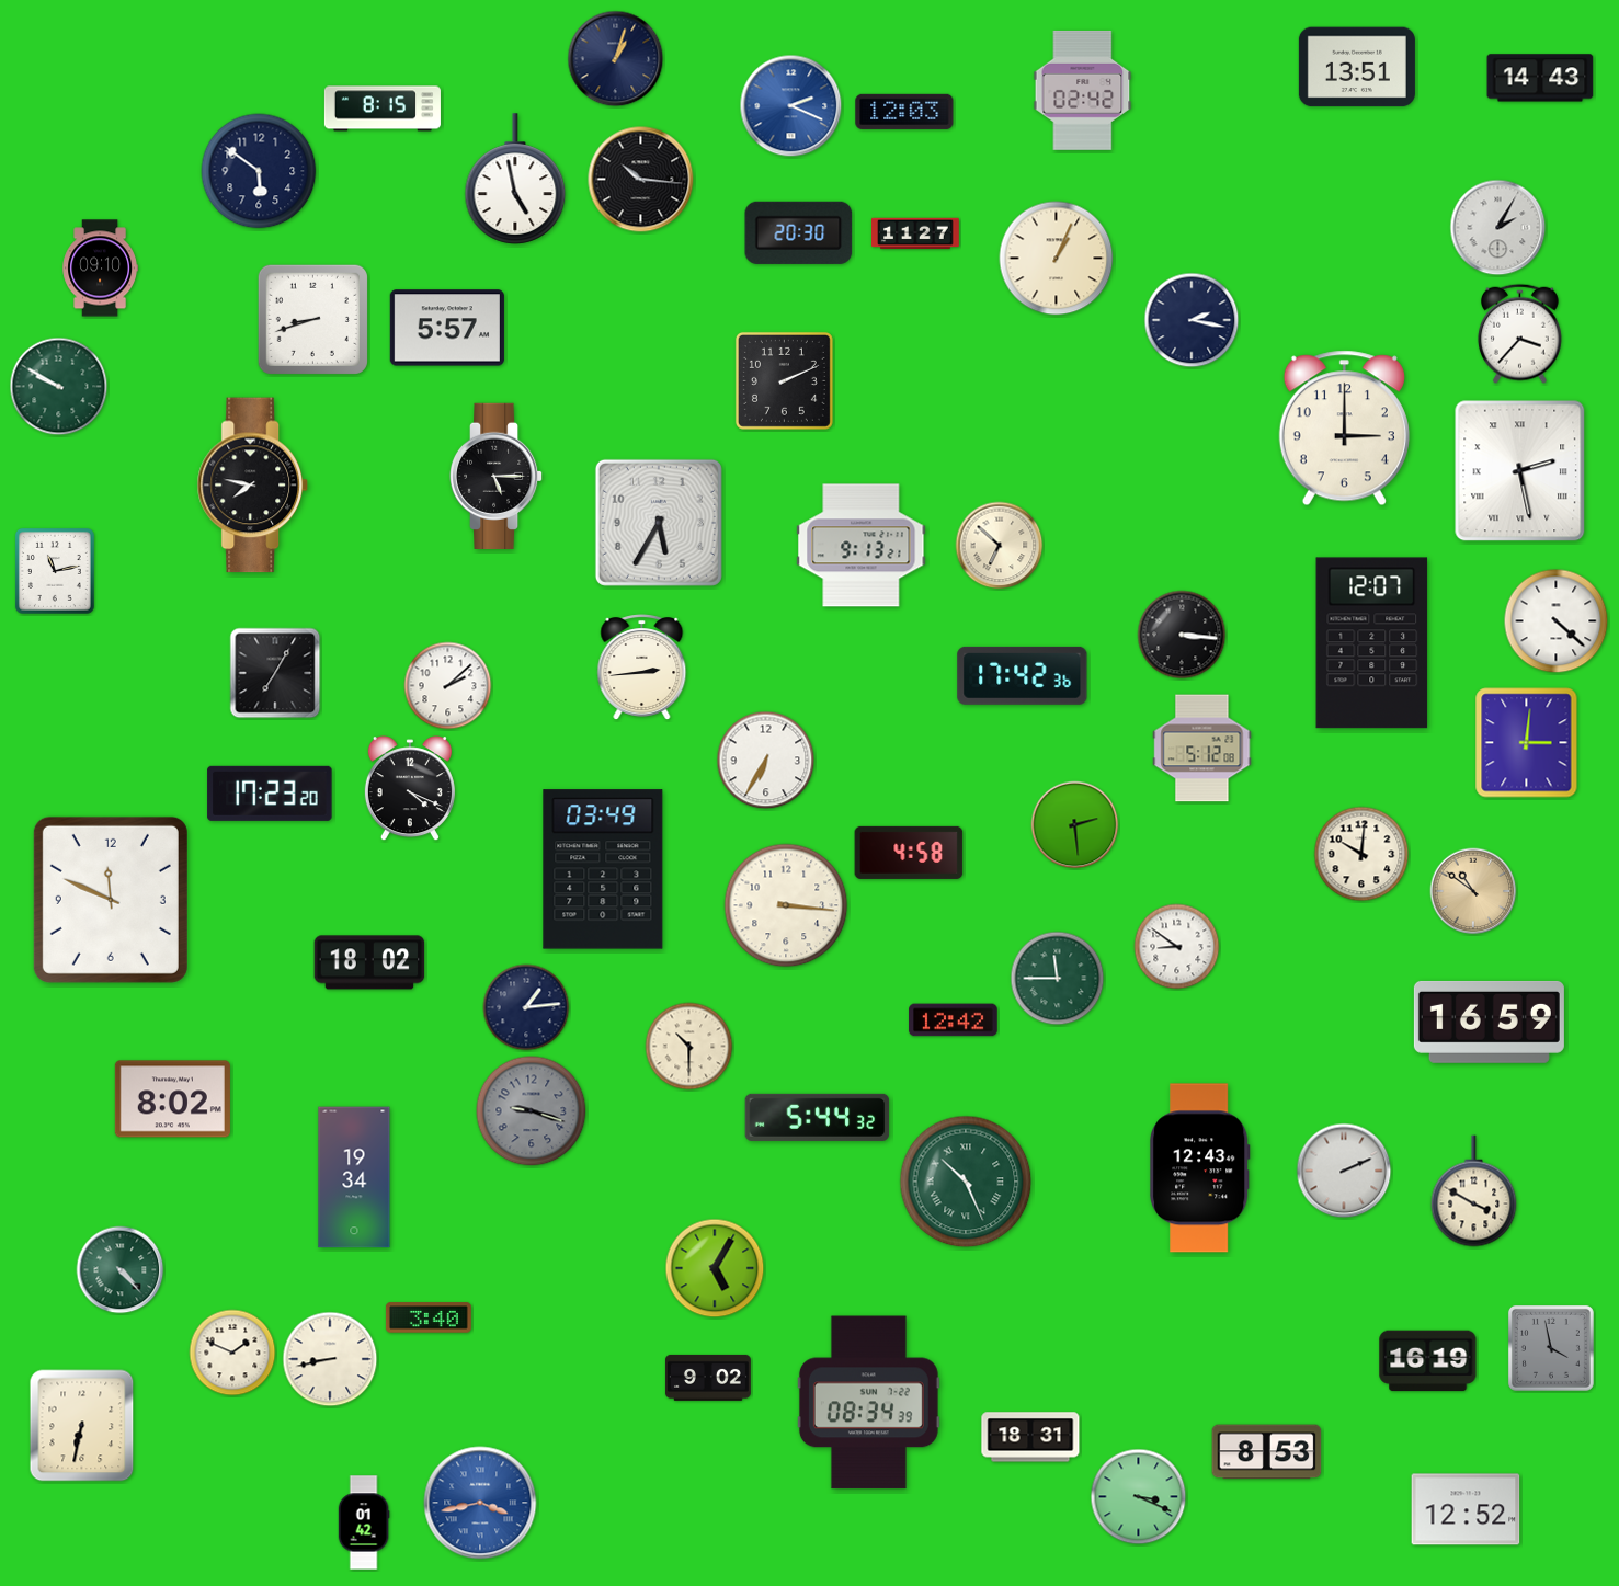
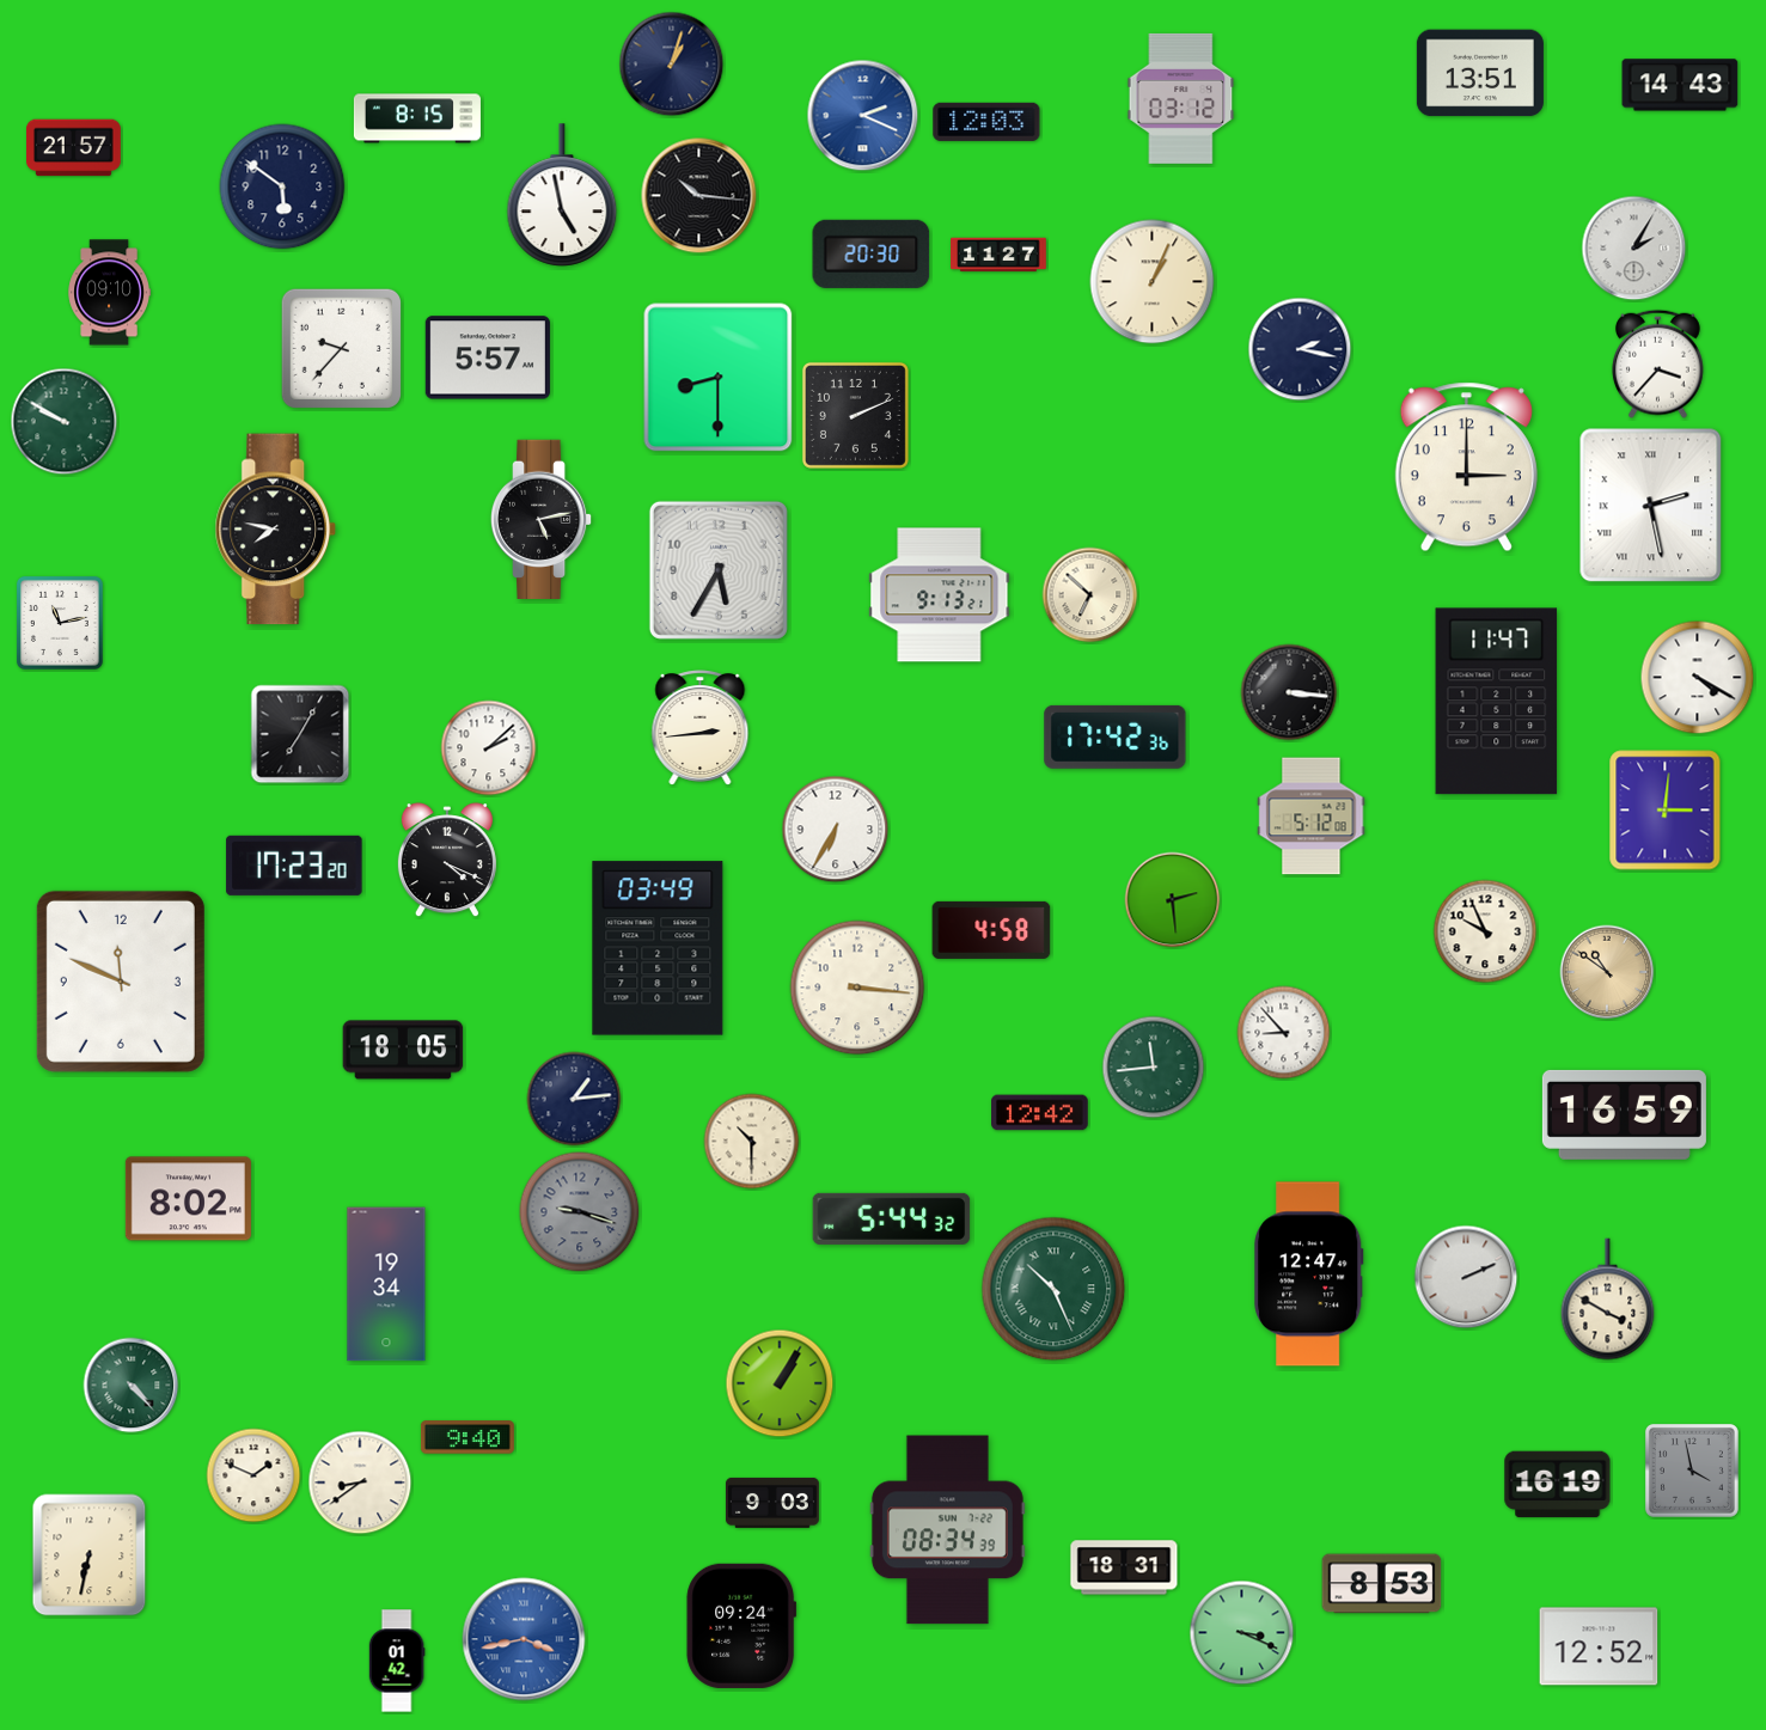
clock at (1083, 90): 02:42 -> 03:12
clock at (74, 148): none -> 21:57
clock at (312, 319): 8:42 -> 9:37
clock at (719, 378): none -> 8:30
clock at (1520, 471) position: (1520, 471) -> (1651, 506)
clock at (497, 476): 5:15 -> 5:13
clock at (1557, 621): 4:22 -> 4:20
clock at (1372, 643): 12:07 -> 11:47
clock at (1361, 854): 10:01 -> 9:56
clock at (1177, 947): 8:51 -> 8:53
clock at (369, 962): 18:02 -> 18:05
clock at (1058, 979): 11:45 -> 11:44
clock at (1200, 1168): 12:43 -> 12:47
clock at (715, 1268): 5:05 -> 1:05
clock at (429, 1317): 3:40 -> 9:40
clock at (330, 1359): 8:43 -> 8:39
clock at (708, 1378): 9:02 -> 9:03
clock at (741, 1626): none -> 09:24
